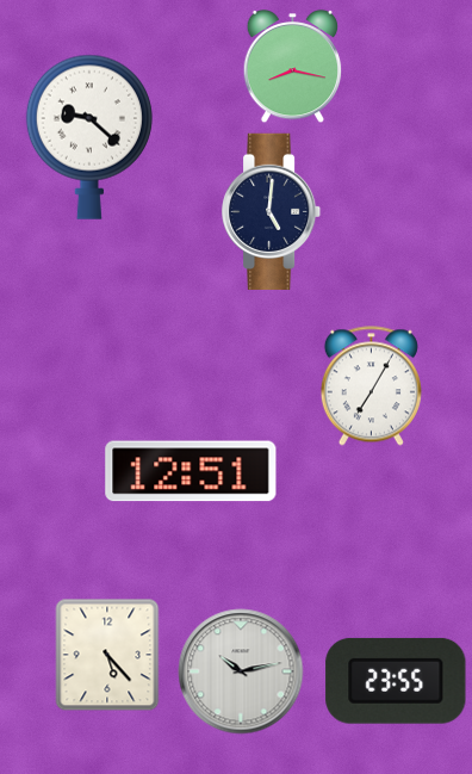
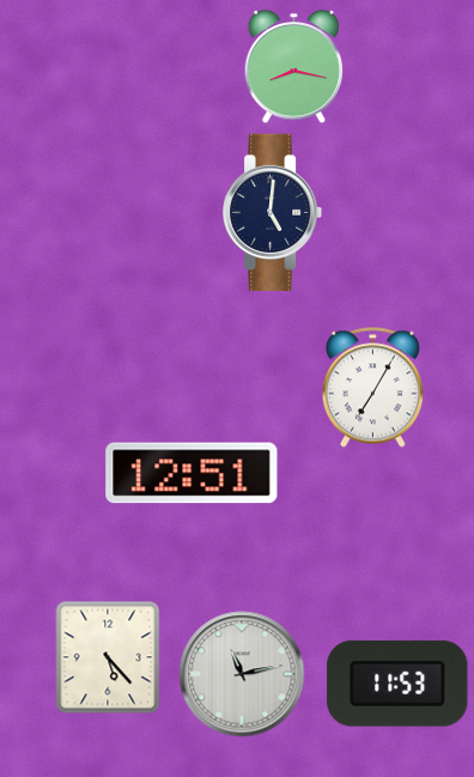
clock at (89, 137): 9:22 -> none
clock at (241, 671): 10:13 -> 11:13
clock at (396, 681): 23:55 -> 11:53
